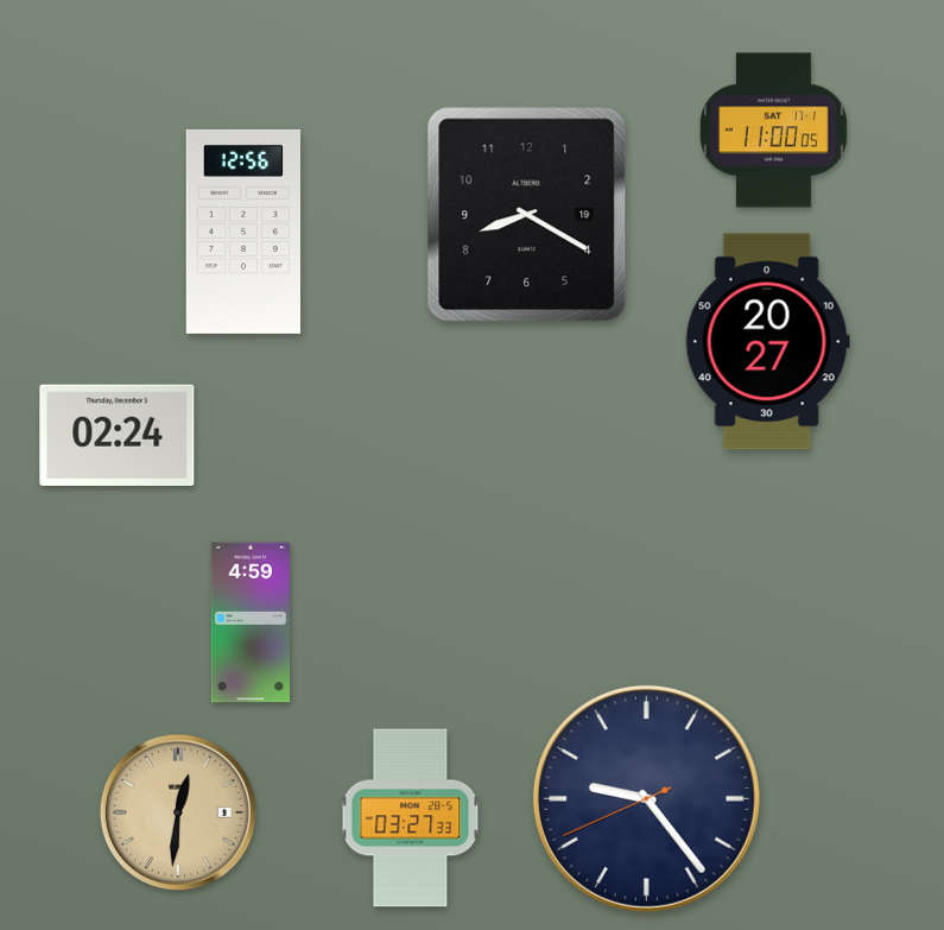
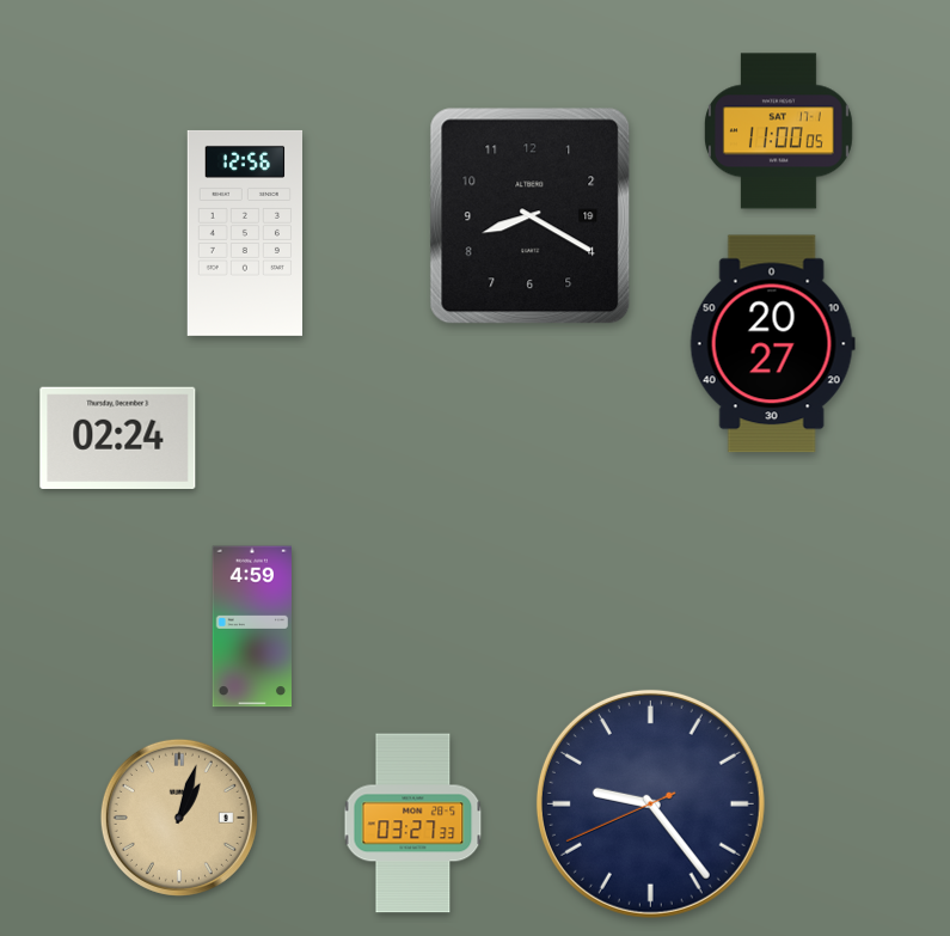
clock at (178, 812): 12:31 -> 1:03
